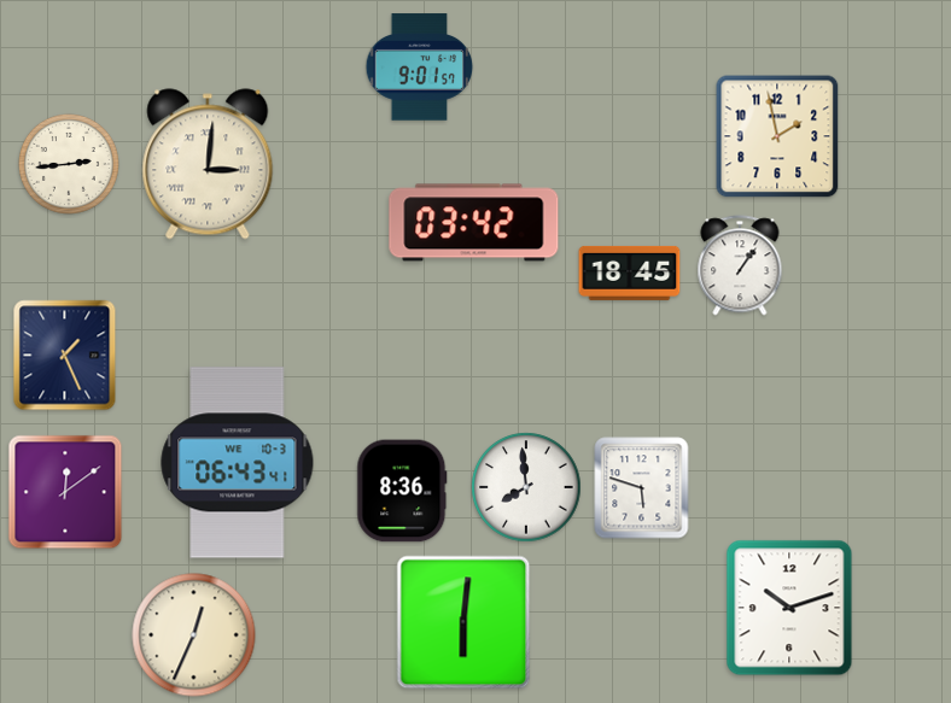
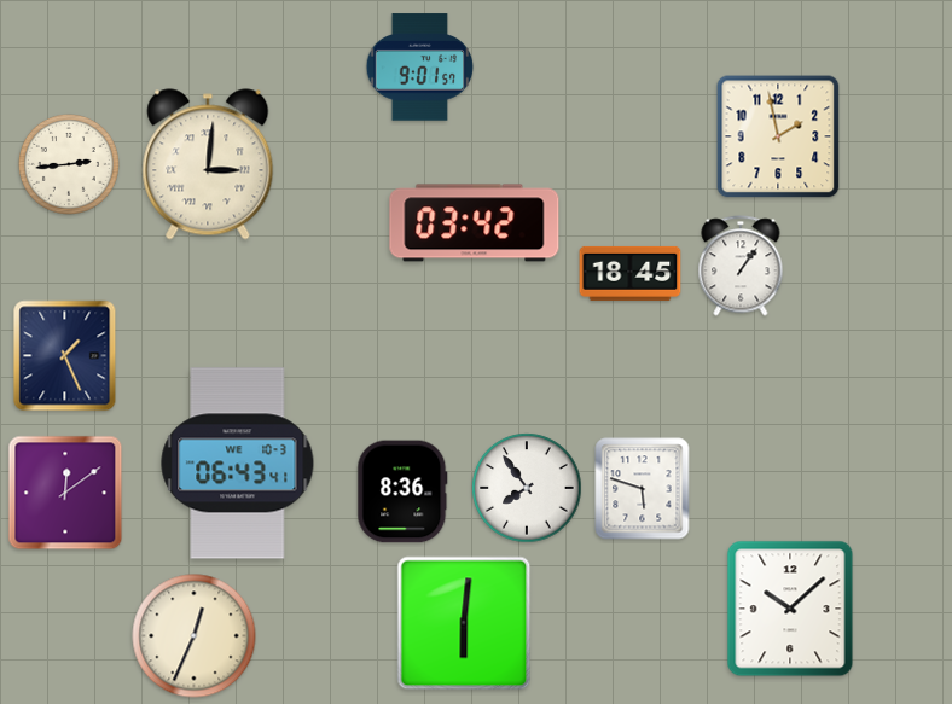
clock at (526, 487): 7:59 -> 7:54
clock at (789, 608): 10:12 -> 10:08
